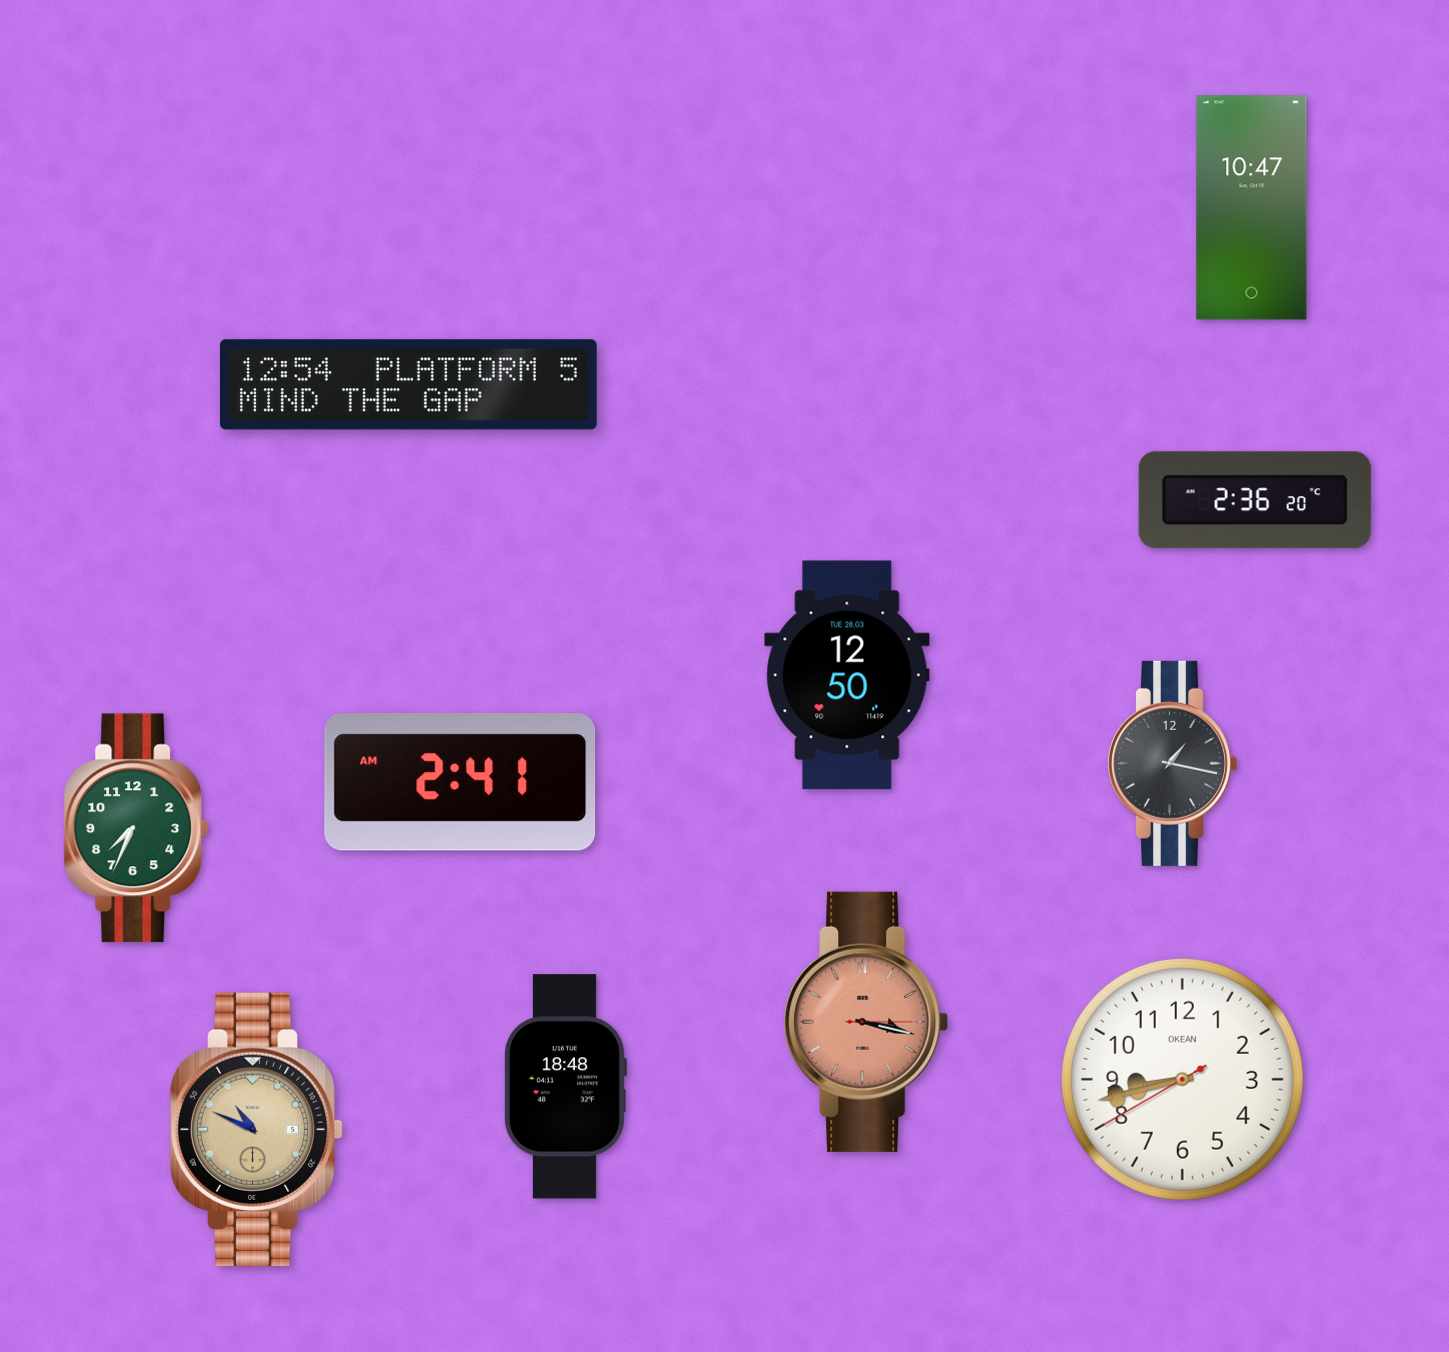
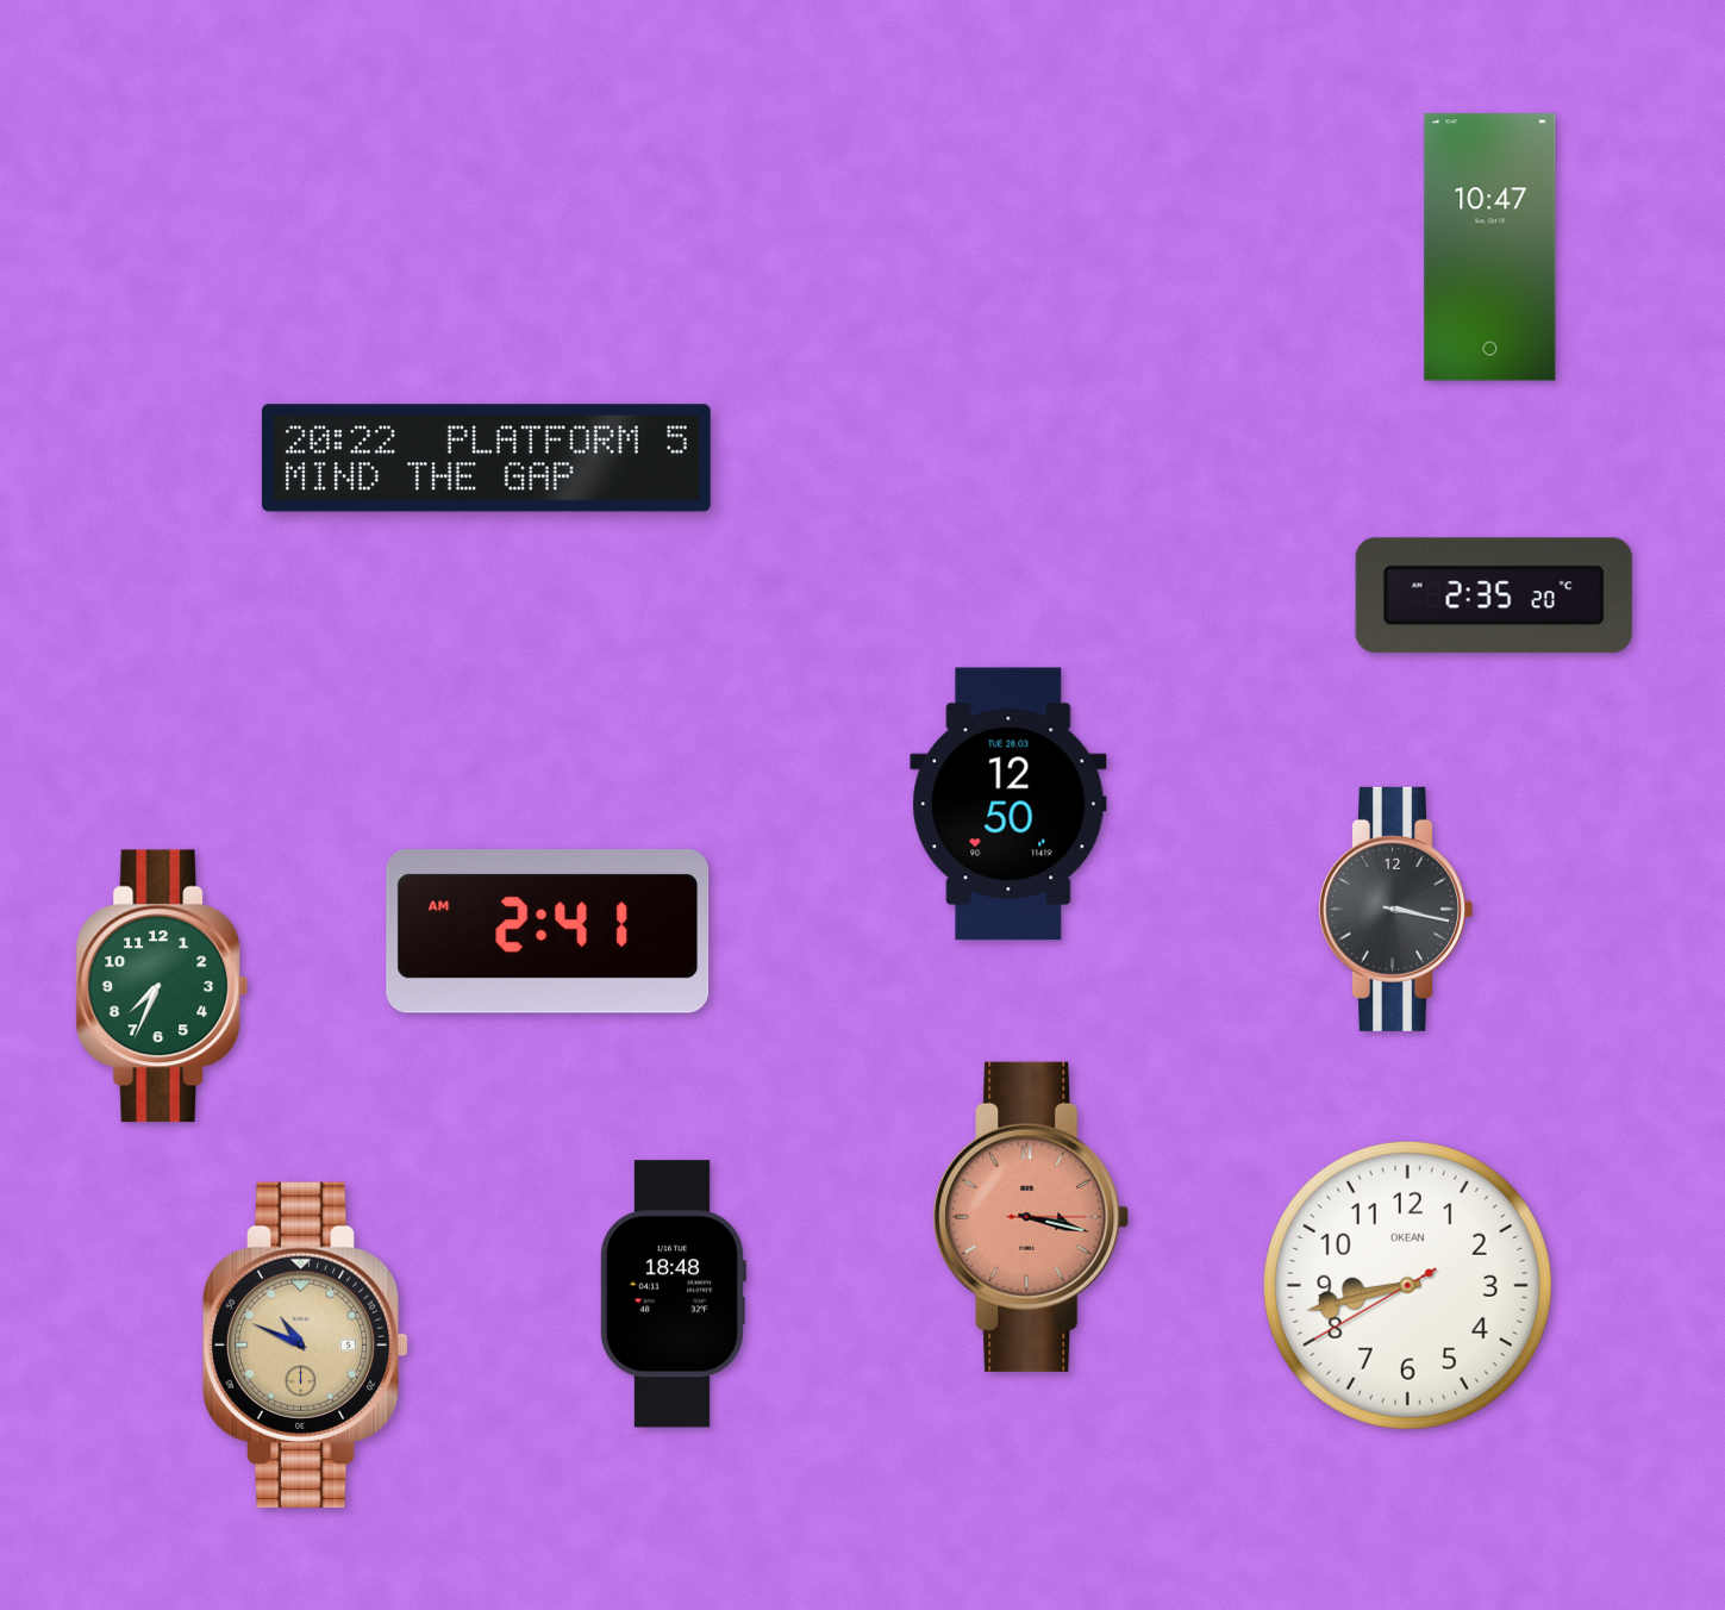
clock at (408, 385): 12:54 -> 20:22
clock at (1255, 500): 2:36 -> 2:35
clock at (1172, 763): 1:17 -> 3:17
